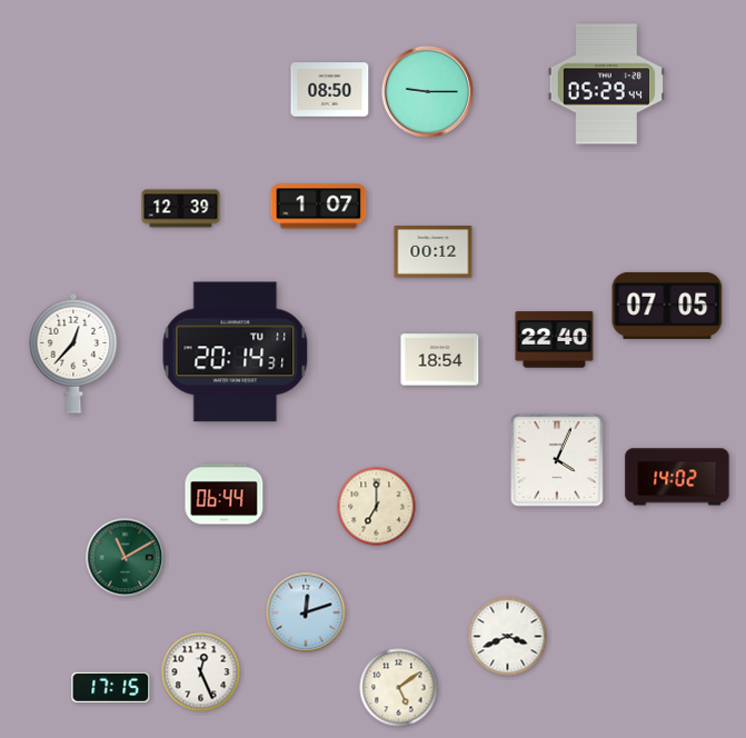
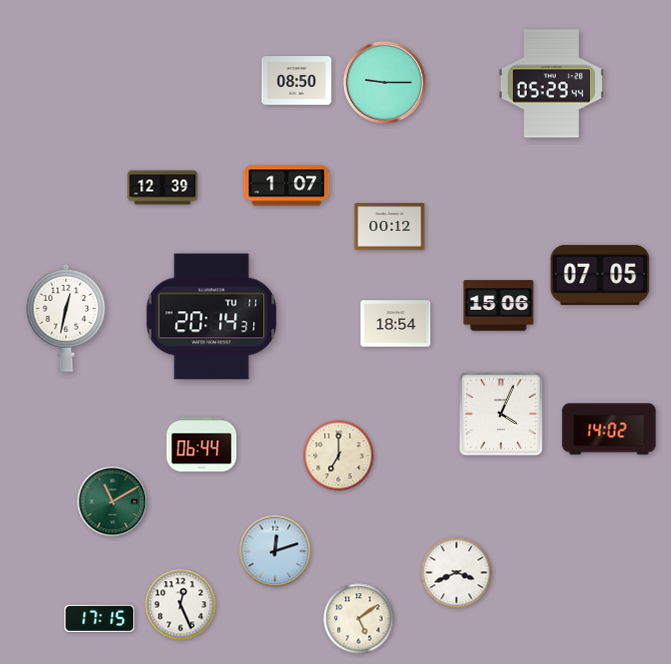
clock at (606, 84) position: (606, 84) -> (551, 84)
clock at (555, 340): 22:40 -> 15:06
clock at (73, 353): 12:37 -> 12:32
